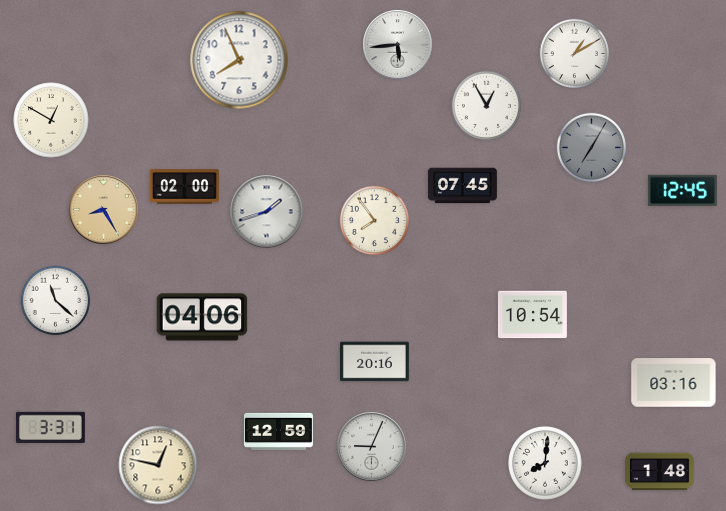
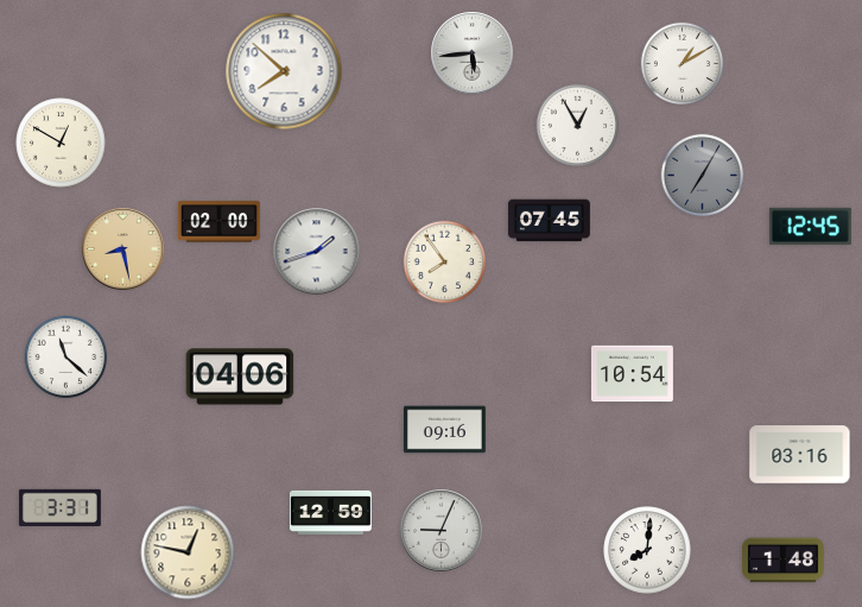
clock at (239, 60): 7:56 -> 7:52
clock at (104, 210): 8:25 -> 8:28
clock at (374, 362): 20:16 -> 09:16
